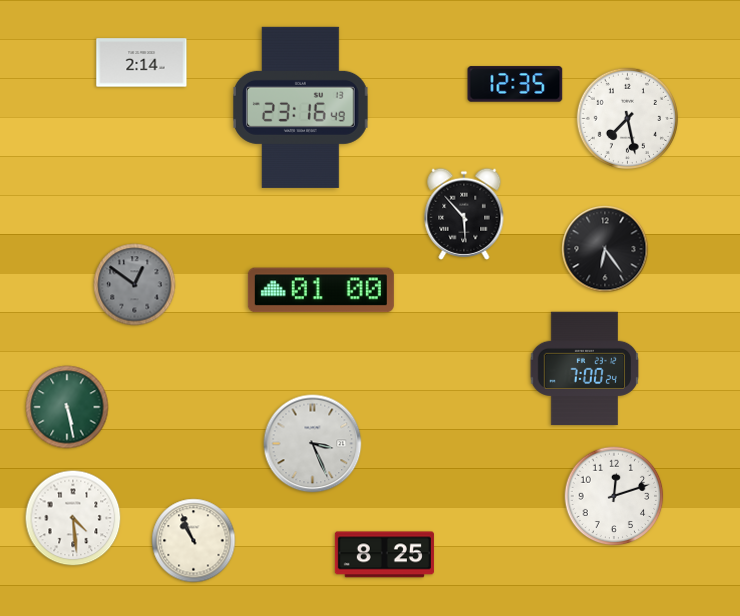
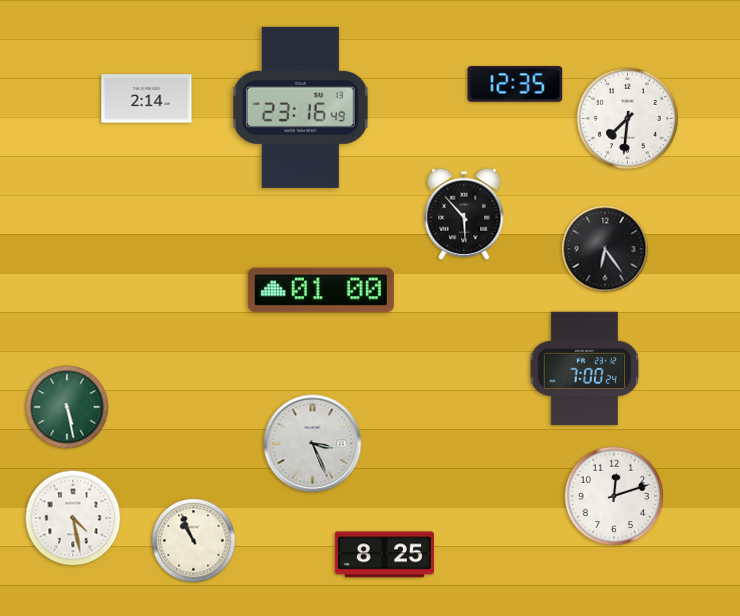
clock at (142, 63) position: (142, 63) -> (147, 99)
clock at (627, 118): 7:28 -> 7:31
clock at (135, 285): 12:51 -> none
clock at (73, 518): 4:29 -> 4:28
